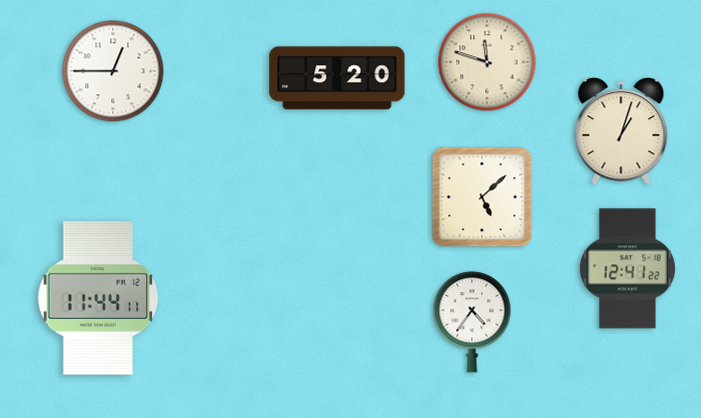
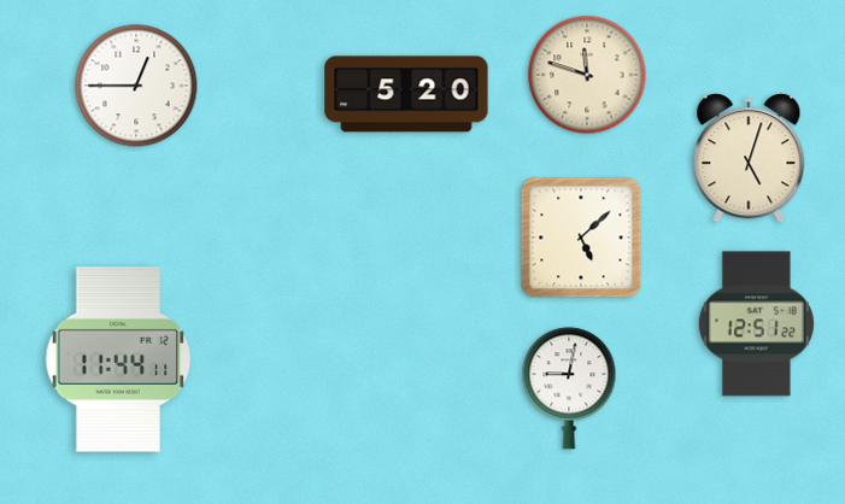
clock at (621, 131): 1:03 -> 5:03
clock at (627, 269): 12:41 -> 12:51
clock at (472, 322): 4:36 -> 9:02
